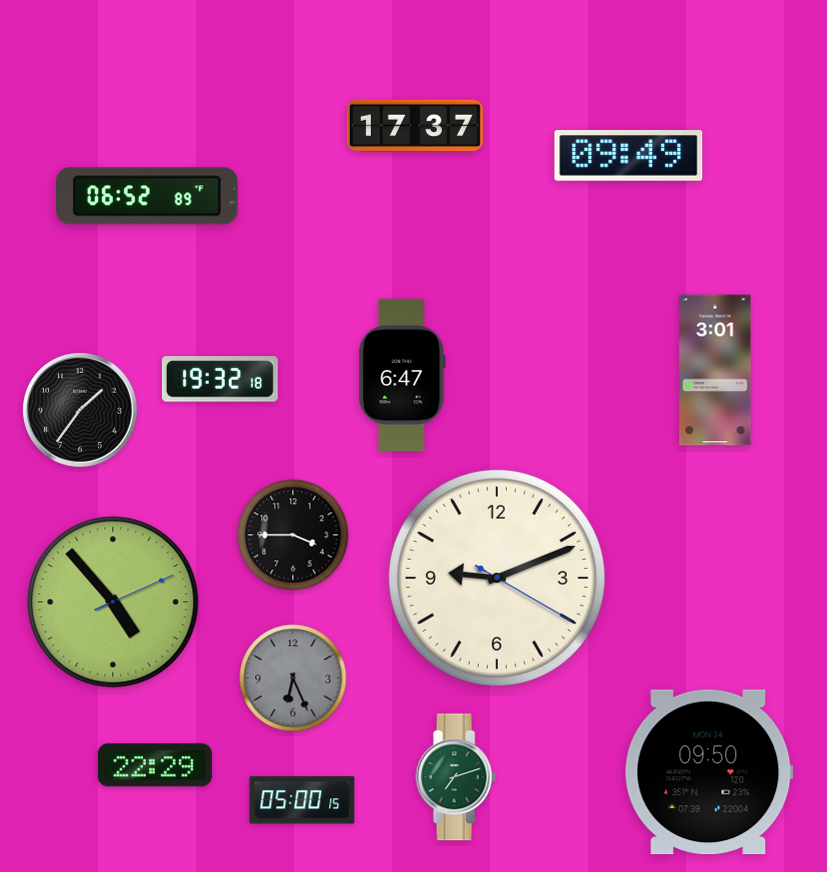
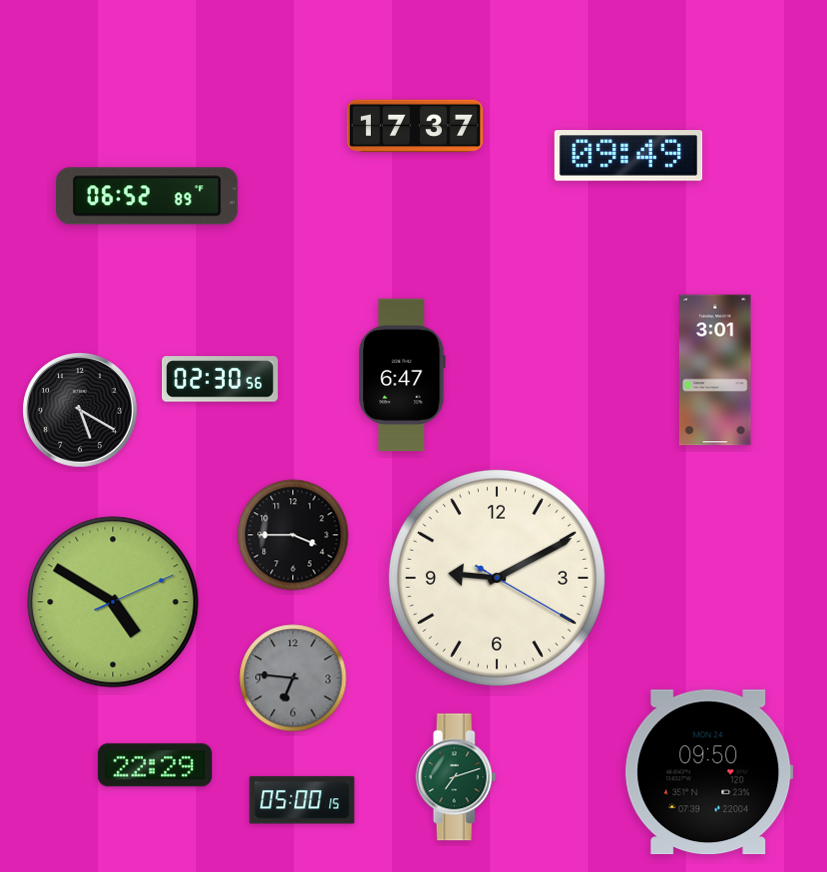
clock at (220, 379): 19:32 -> 02:30
clock at (80, 410): 1:36 -> 5:20
clock at (497, 578): 9:11 -> 9:10
clock at (113, 602): 4:53 -> 4:50
clock at (293, 678): 6:26 -> 6:46
